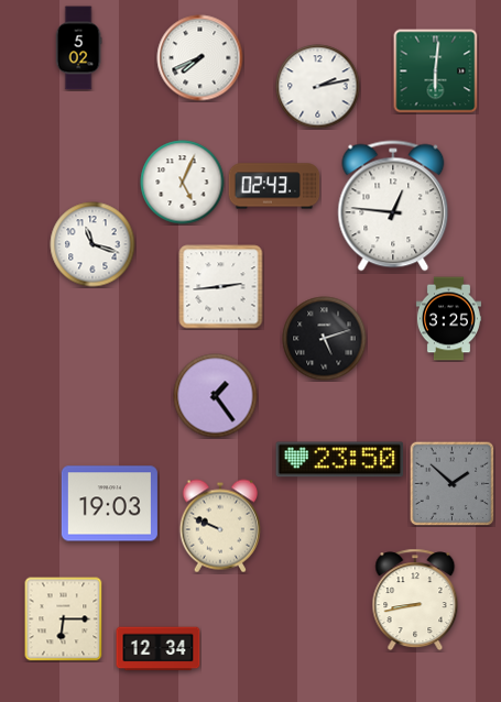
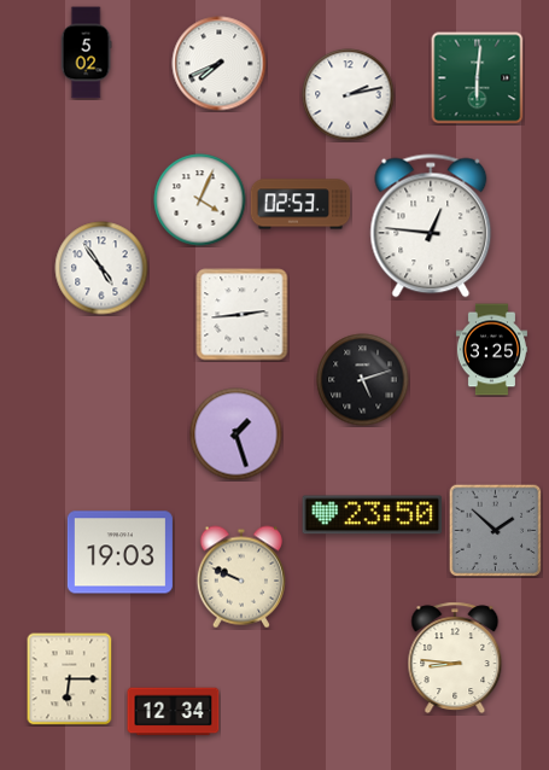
clock at (183, 183): 5:04 -> 4:04
clock at (274, 186): 02:43 -> 02:53
clock at (92, 244): 11:18 -> 4:54
clock at (325, 339) position: (325, 339) -> (363, 380)
clock at (216, 396): 1:24 -> 1:27
clock at (340, 460) position: (340, 460) -> (373, 515)
clock at (415, 600): 8:43 -> 8:46
